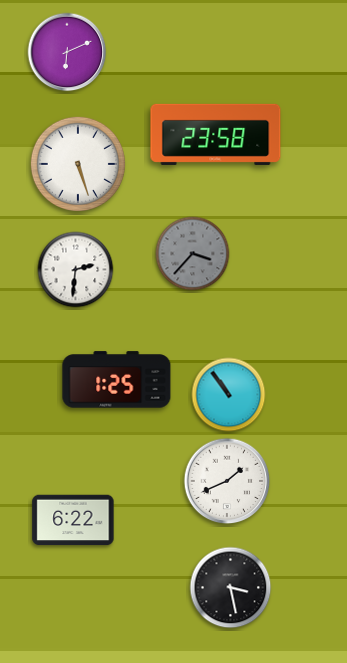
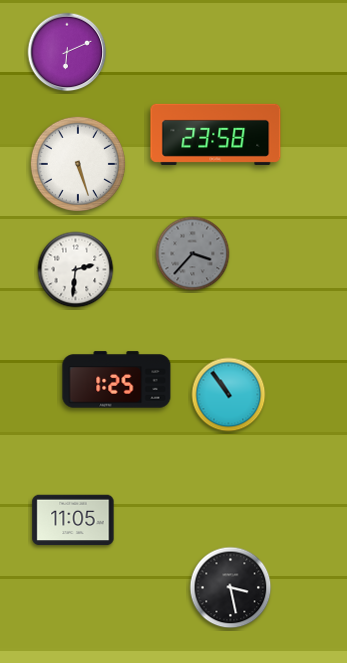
clock at (227, 481): 1:41 -> none
clock at (73, 520): 6:22 -> 11:05
